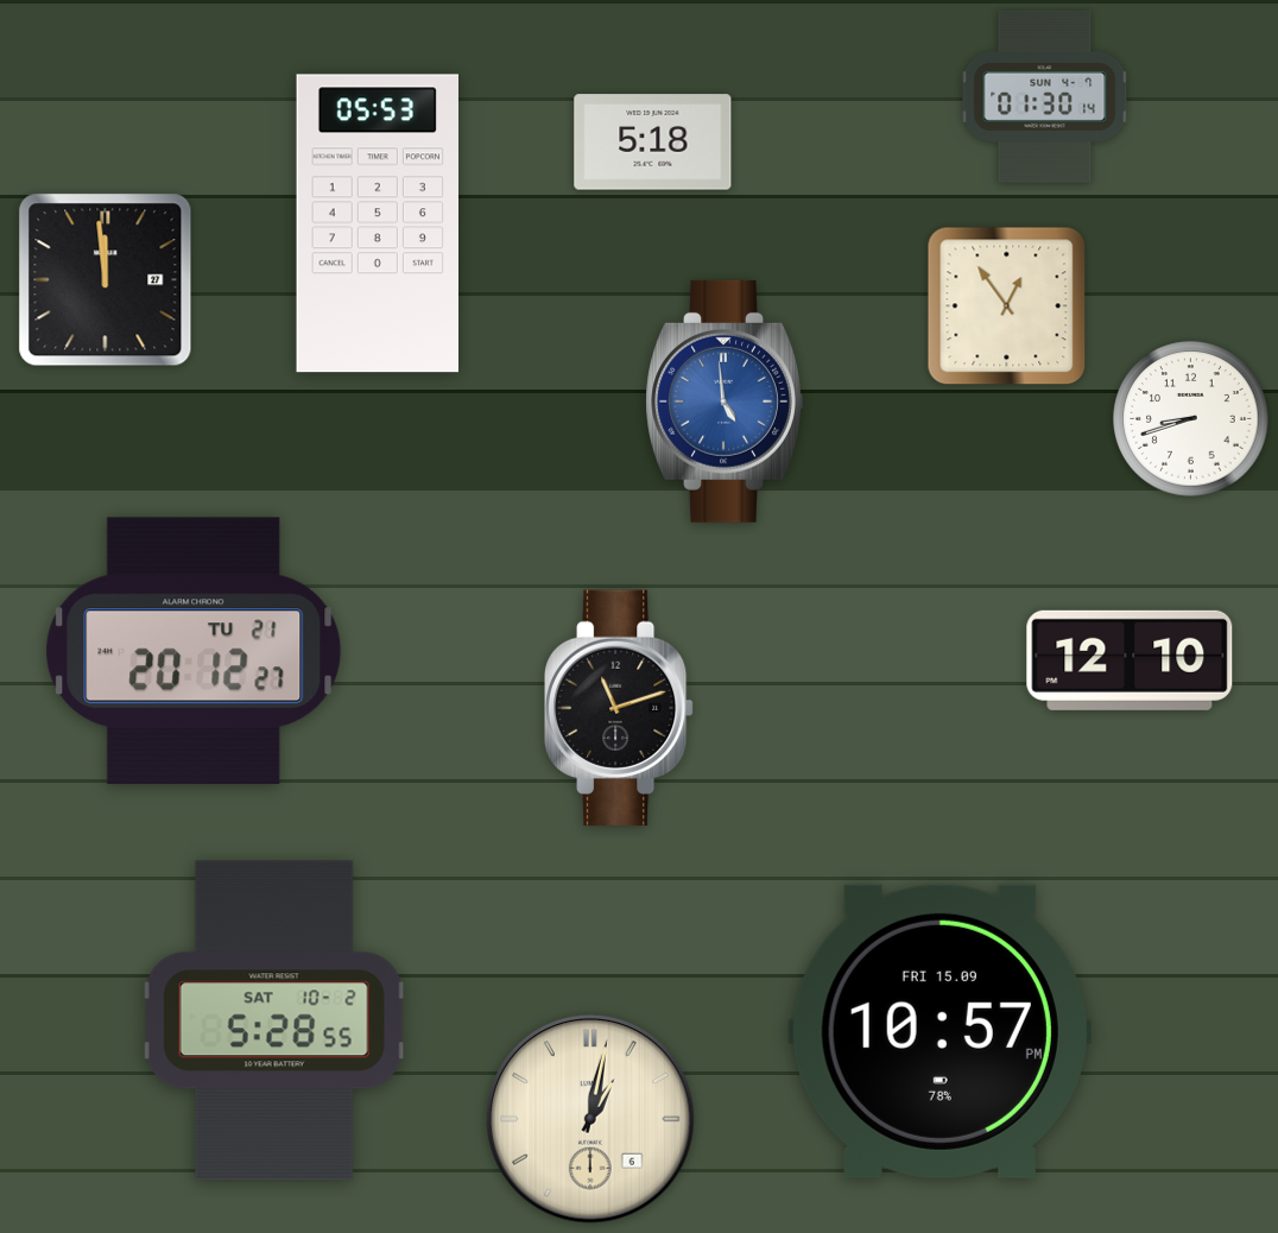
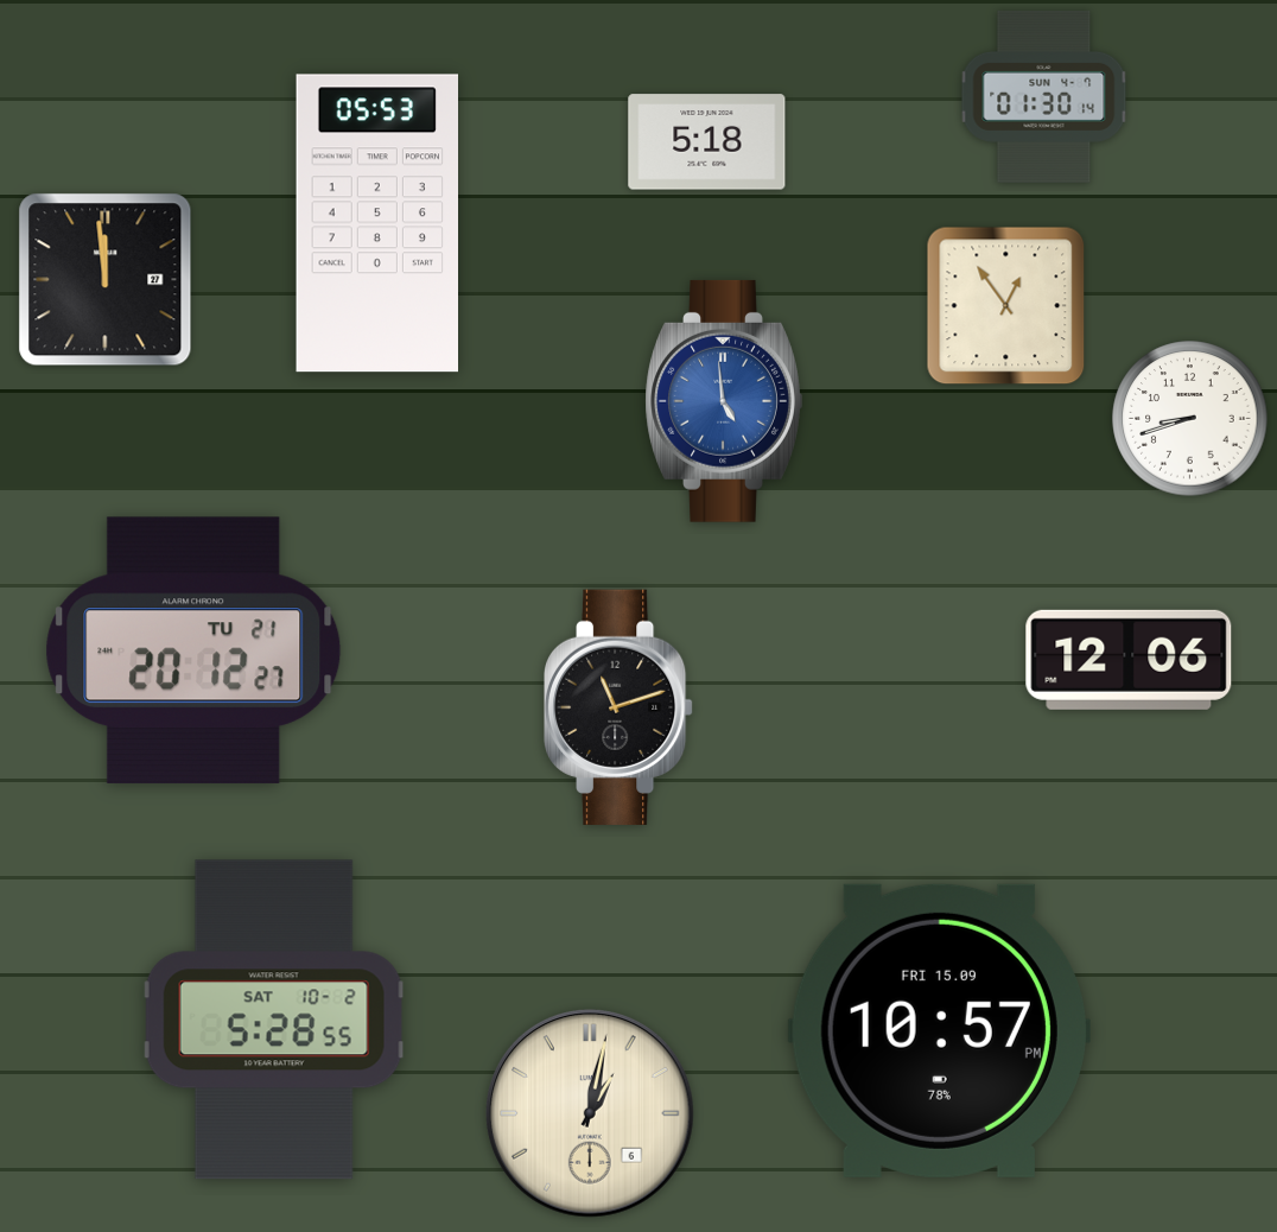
clock at (653, 143) position: (653, 143) -> (707, 142)
clock at (1130, 660): 12:10 -> 12:06
clock at (591, 1120) position: (591, 1120) -> (591, 1114)
